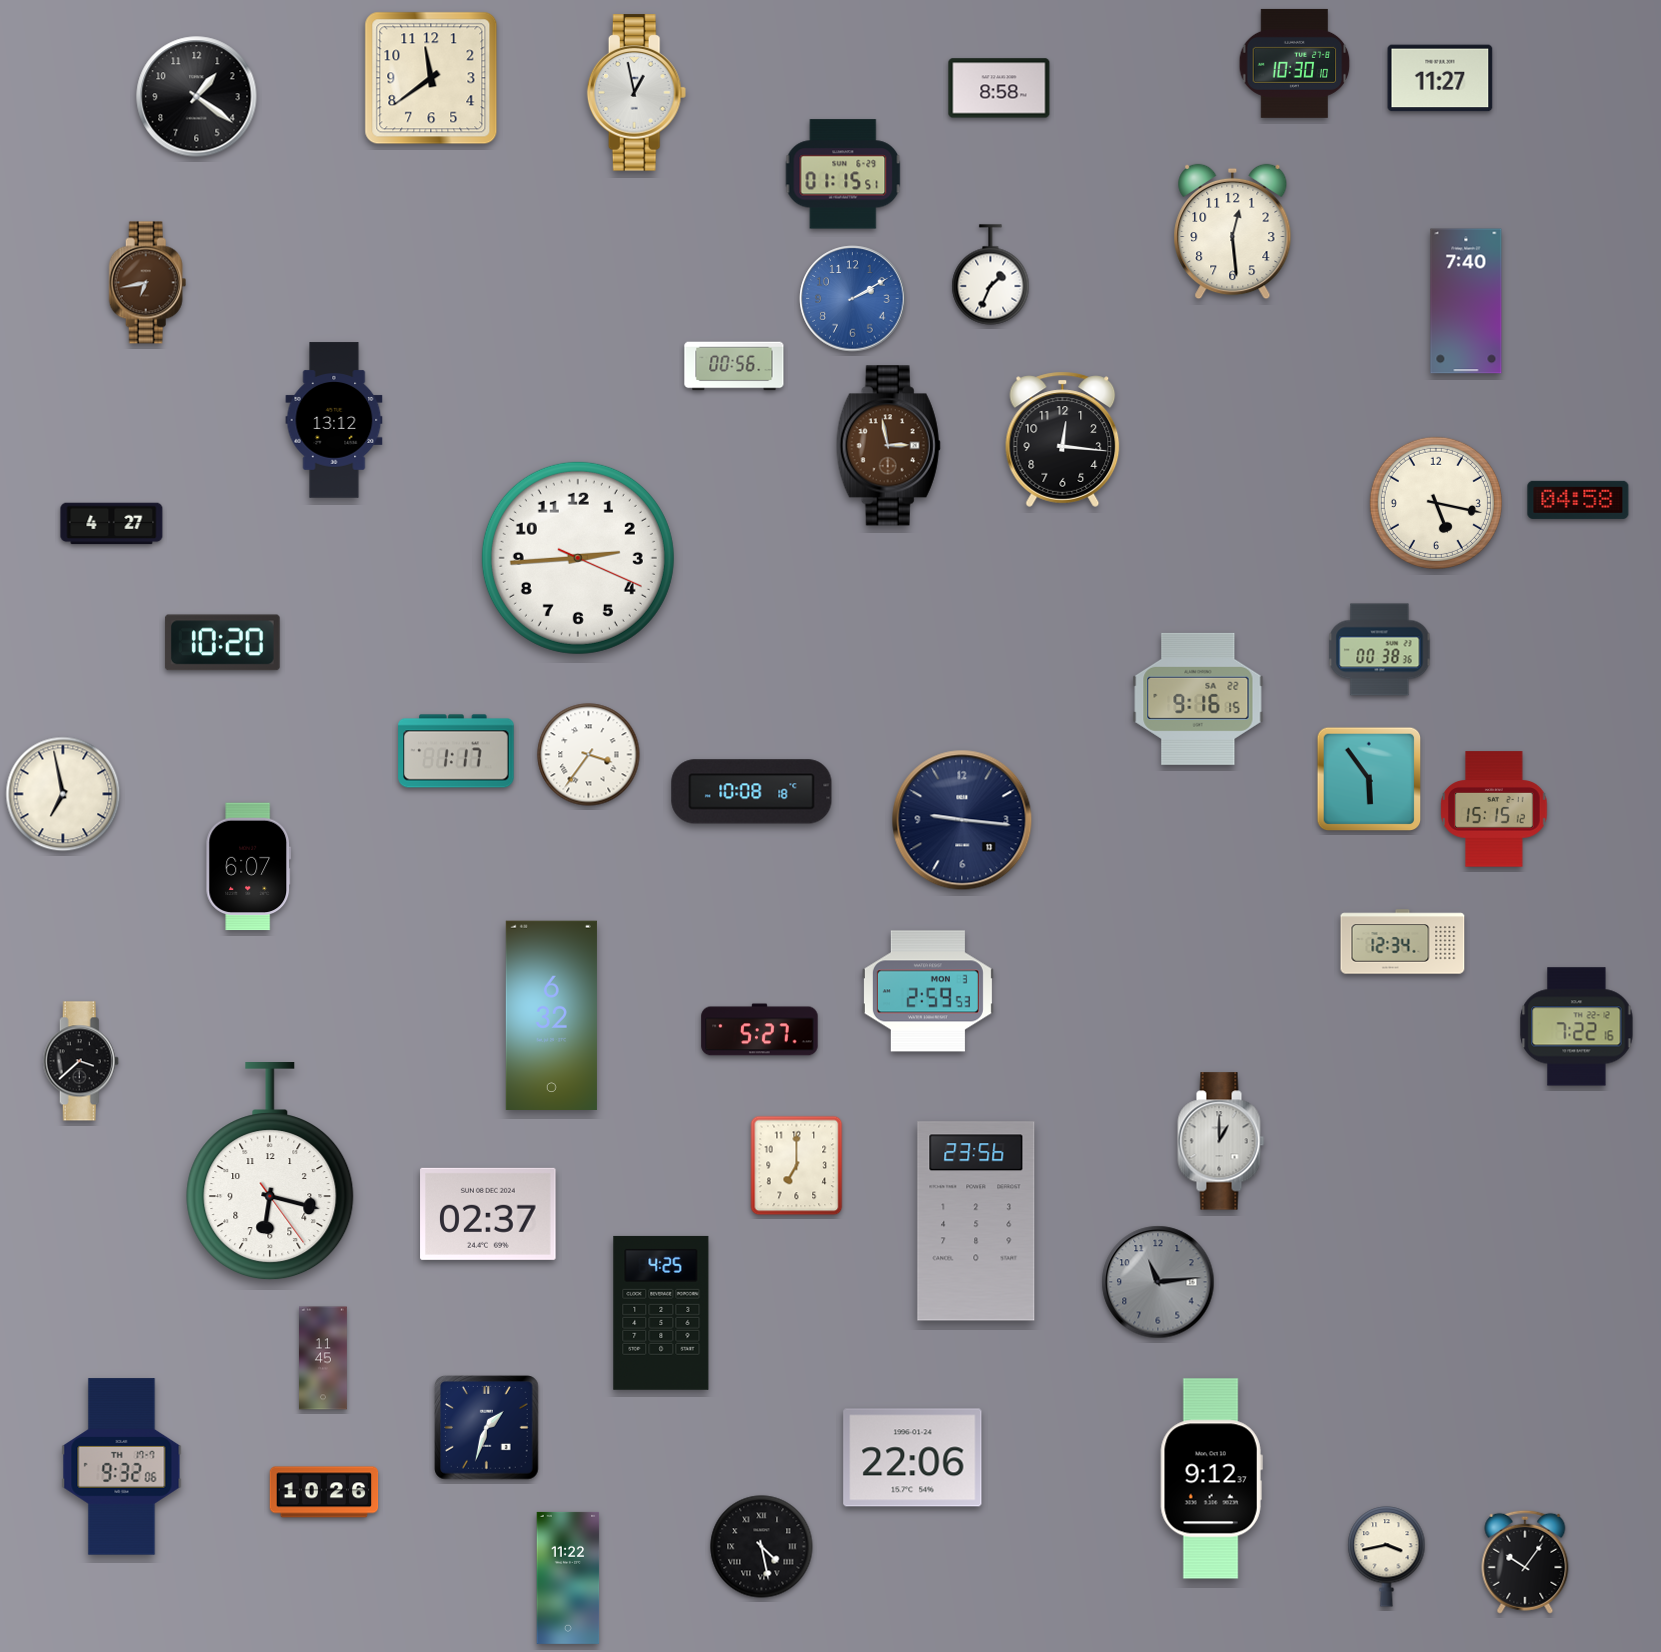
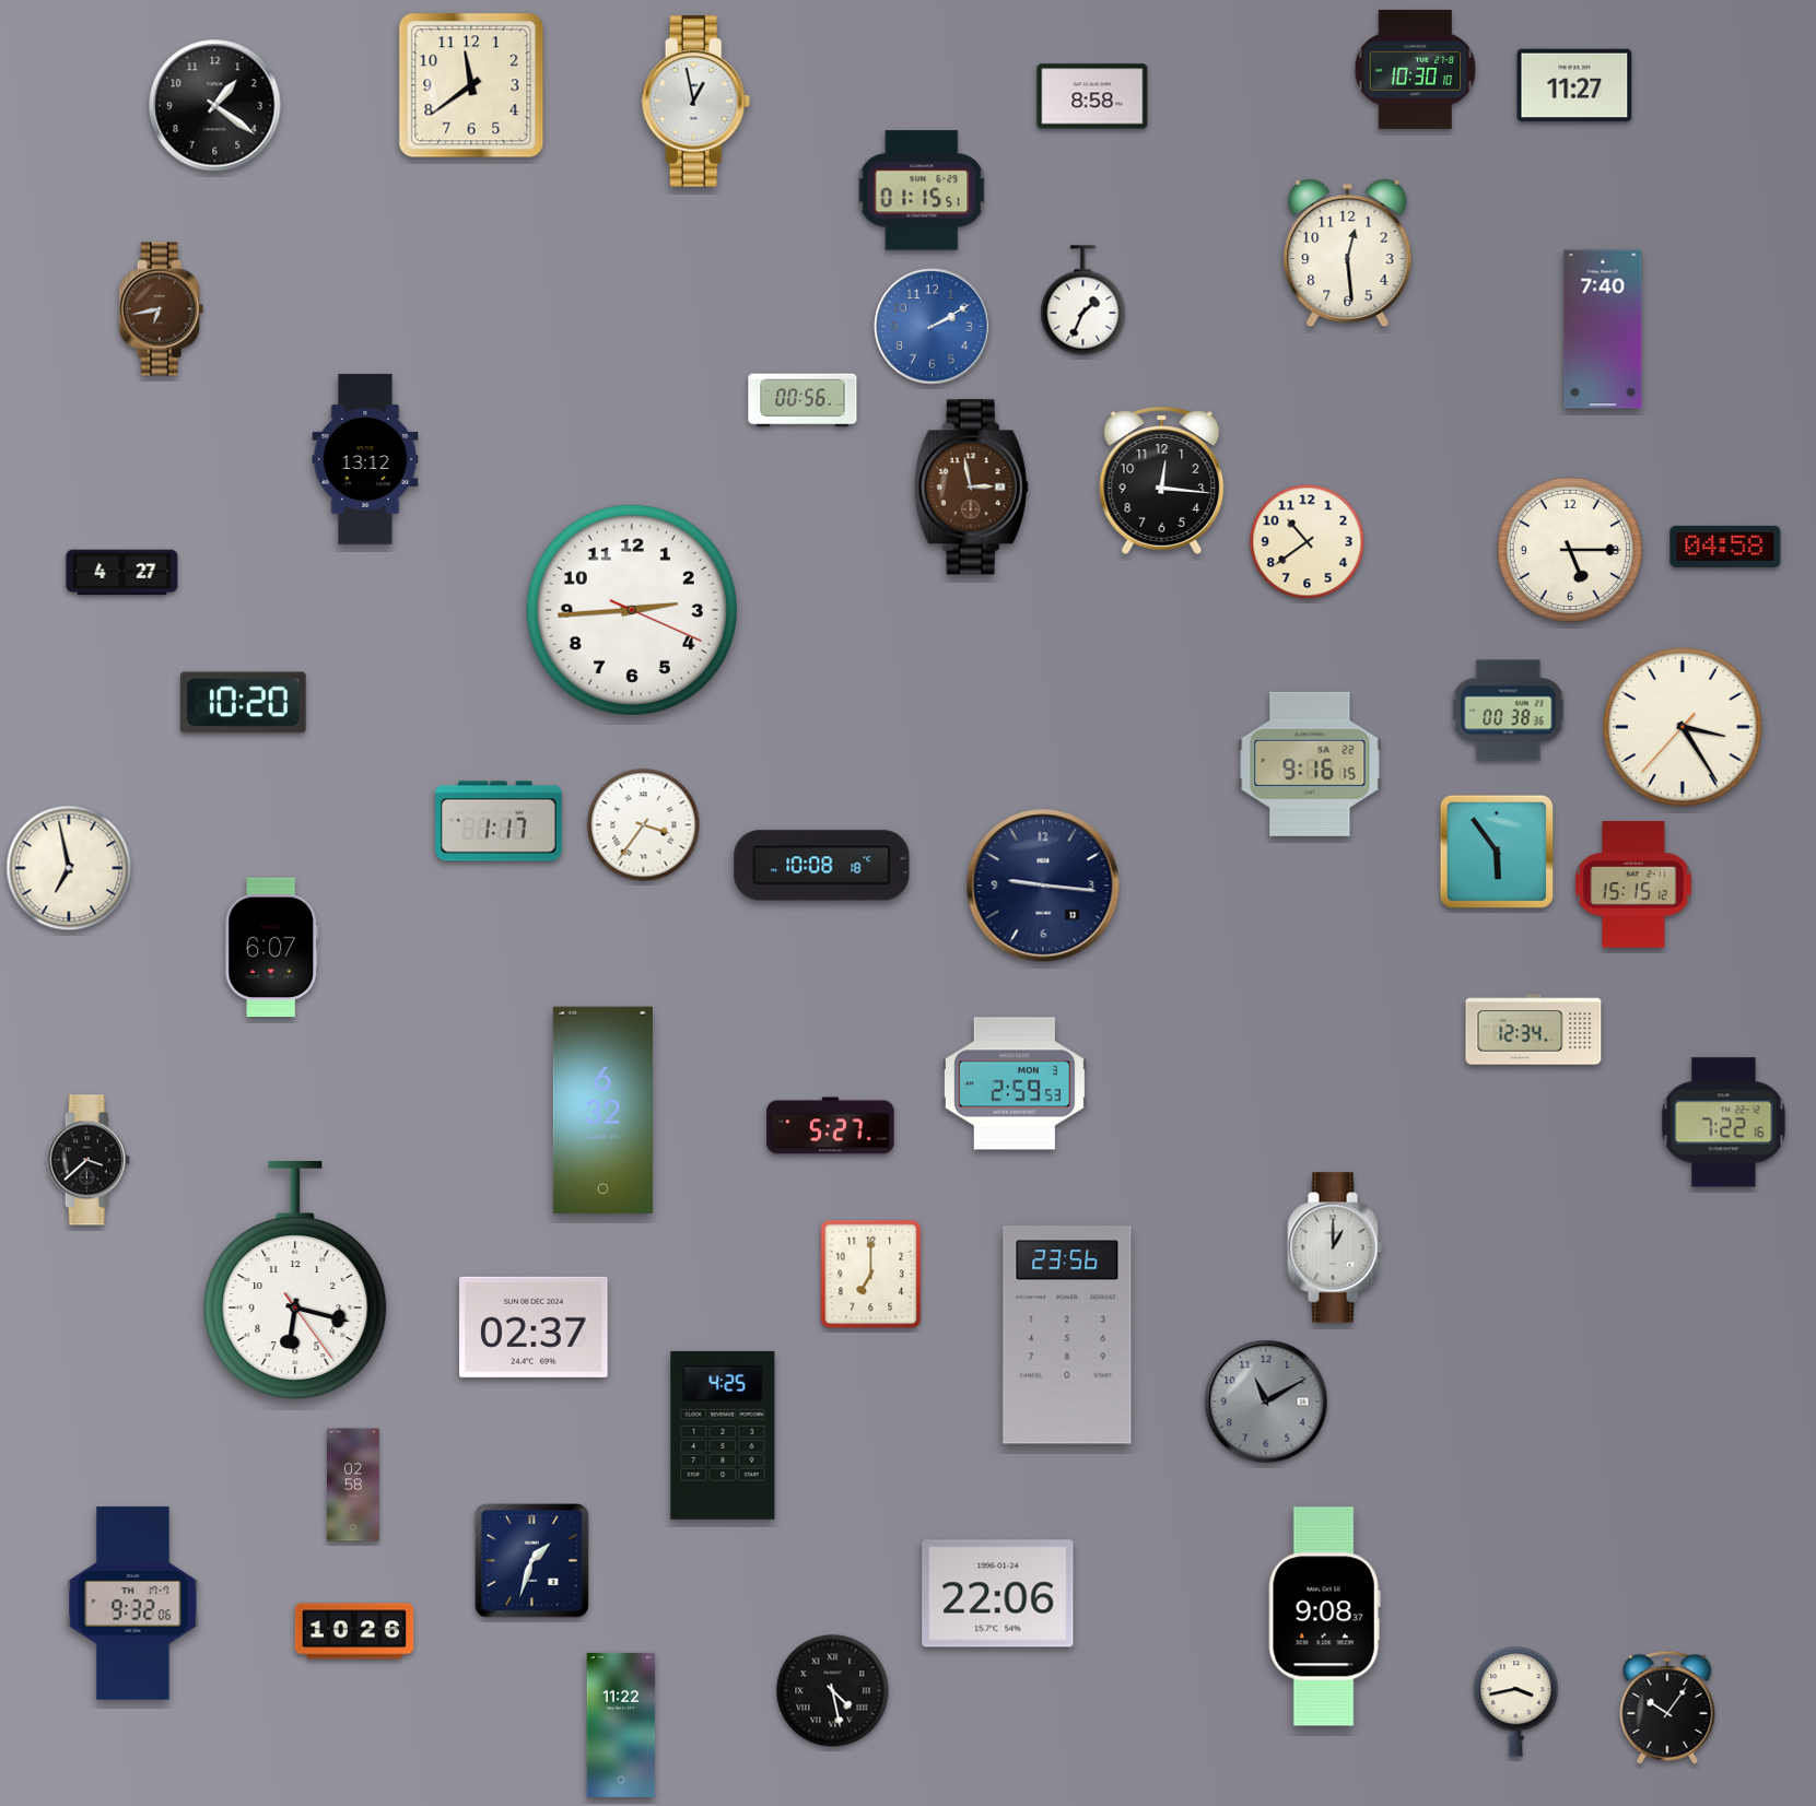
clock at (1308, 542): none -> 10:39
clock at (1436, 503): 5:17 -> 5:15
clock at (1683, 727): none -> 3:24
clock at (962, 820) position: (962, 820) -> (1043, 886)
clock at (1158, 1282): 11:14 -> 11:10
clock at (324, 1358): 11:45 -> 02:58
clock at (1211, 1479): 9:12 -> 9:08
